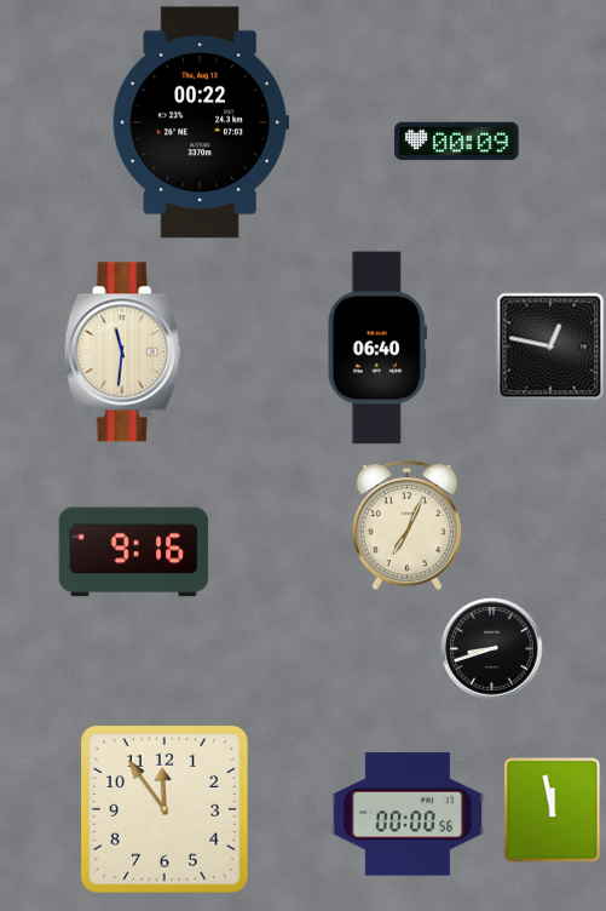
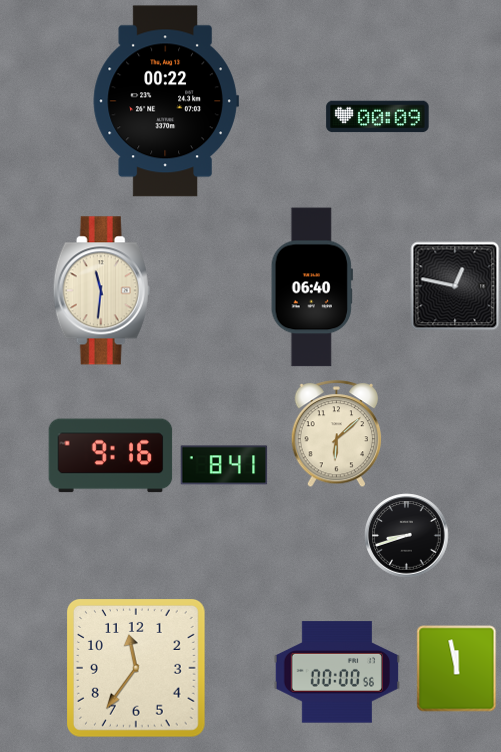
clock at (408, 526): 7:04 -> 6:08
clock at (224, 465): none -> 8:41
clock at (166, 810): 11:54 -> 11:36
